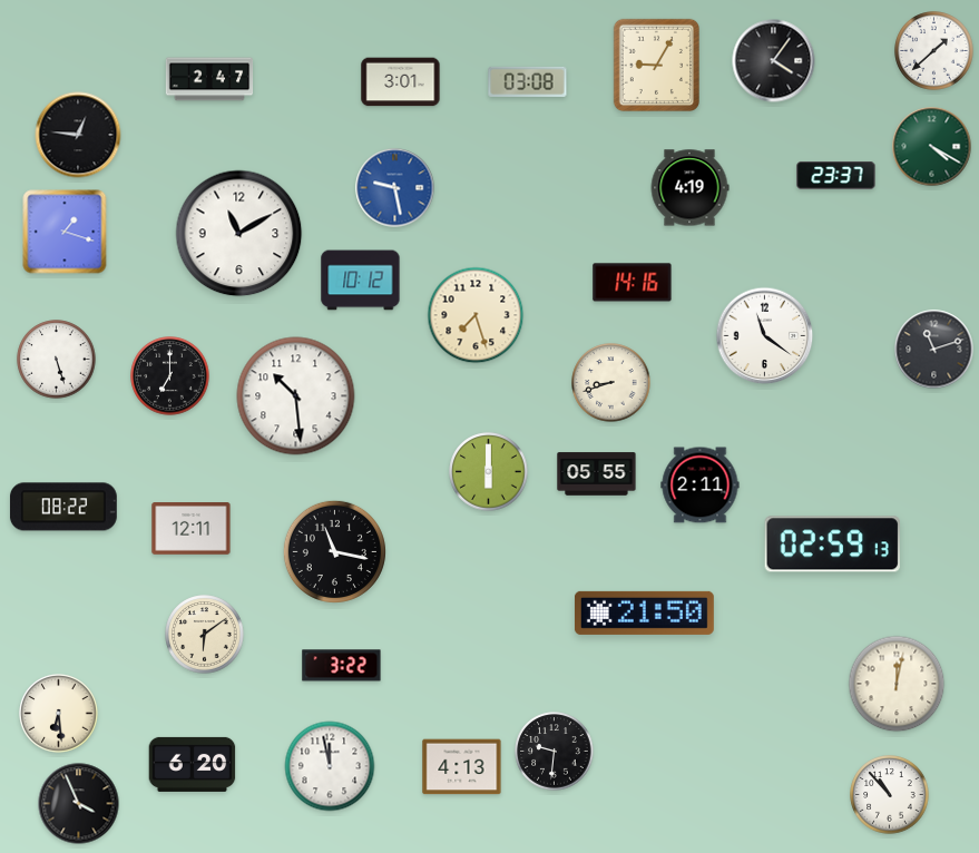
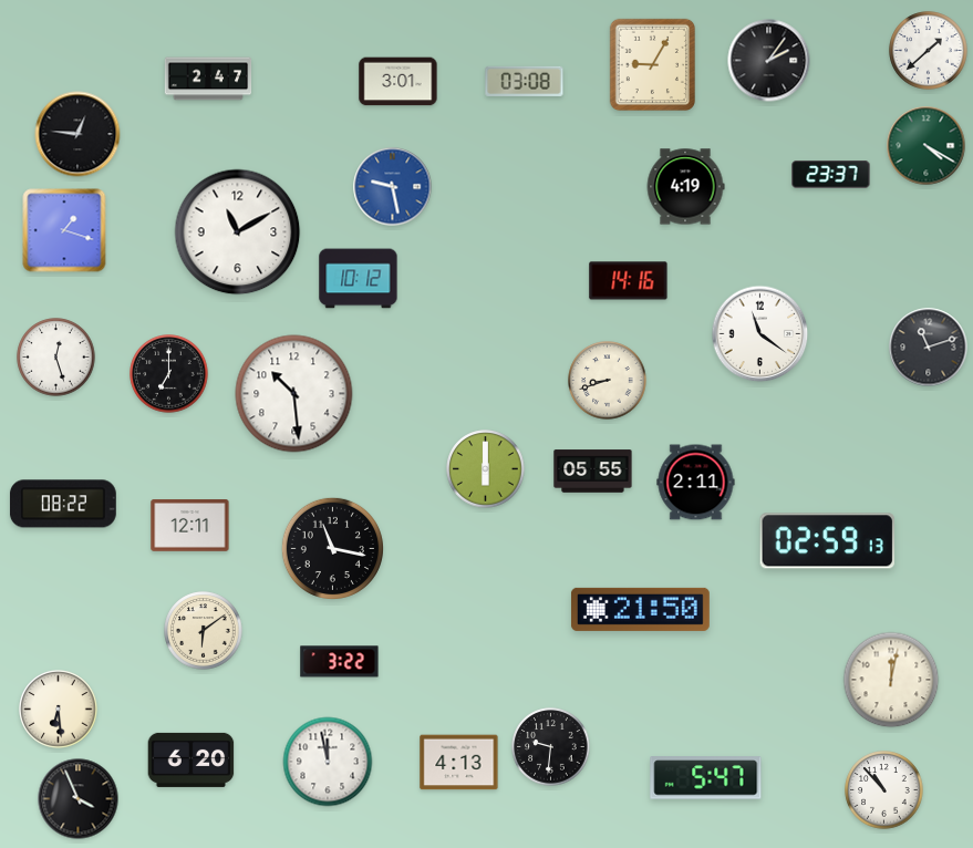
clock at (774, 61): 4:06 -> 2:06
clock at (476, 315): 7:27 -> none
clock at (57, 360): 5:27 -> 12:27
clock at (706, 778): none -> 5:47
